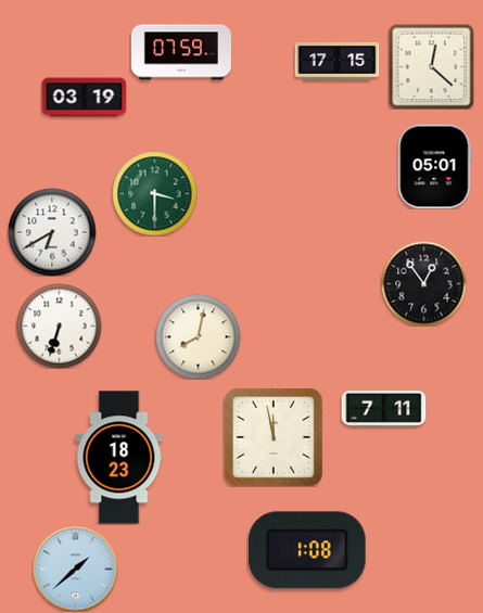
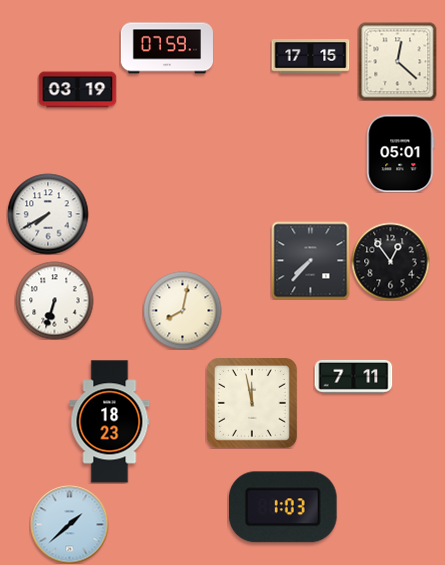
clock at (154, 193): 3:30 -> none
clock at (52, 232): 6:40 -> 7:40
clock at (310, 260): none -> 7:37
clock at (308, 550): 1:08 -> 1:03
